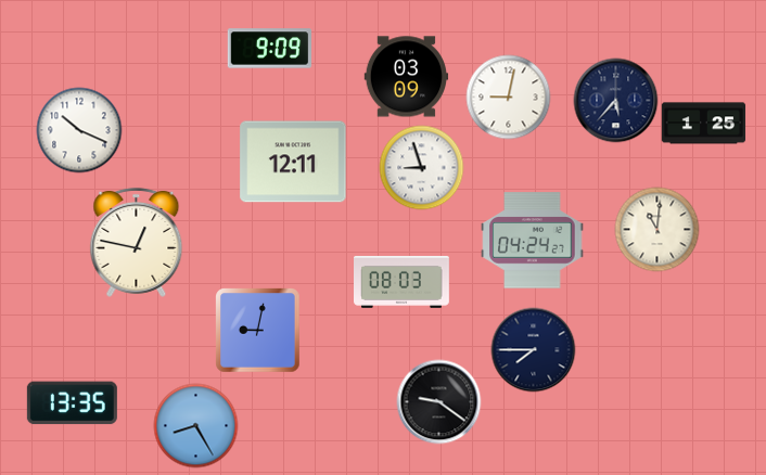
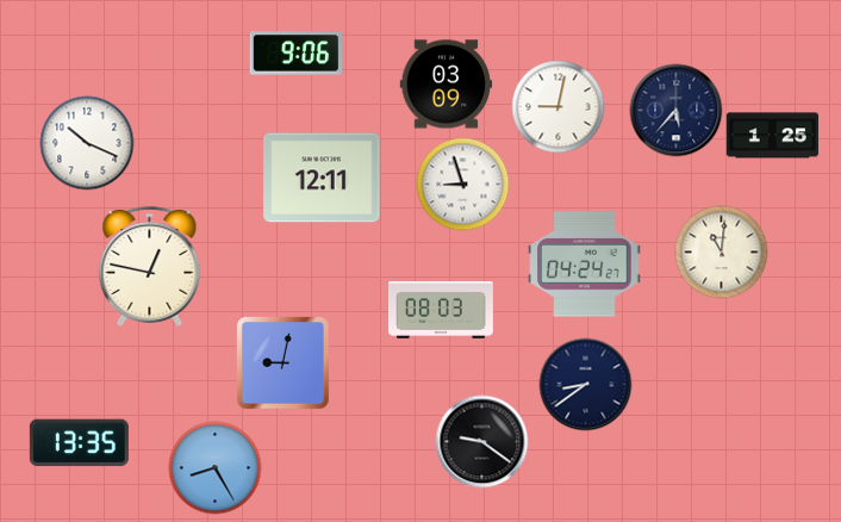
clock at (269, 49): 9:09 -> 9:06
clock at (533, 349): 7:45 -> 8:39
